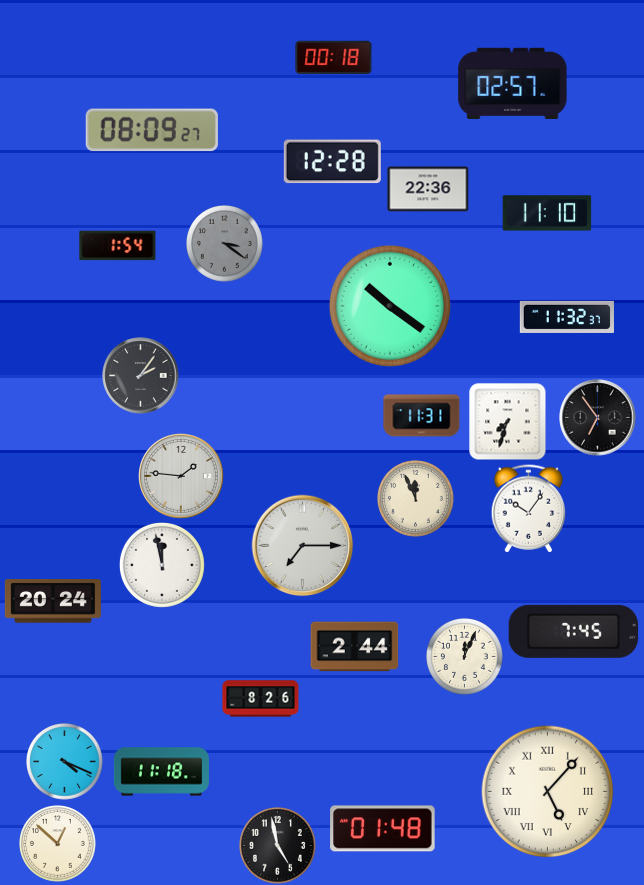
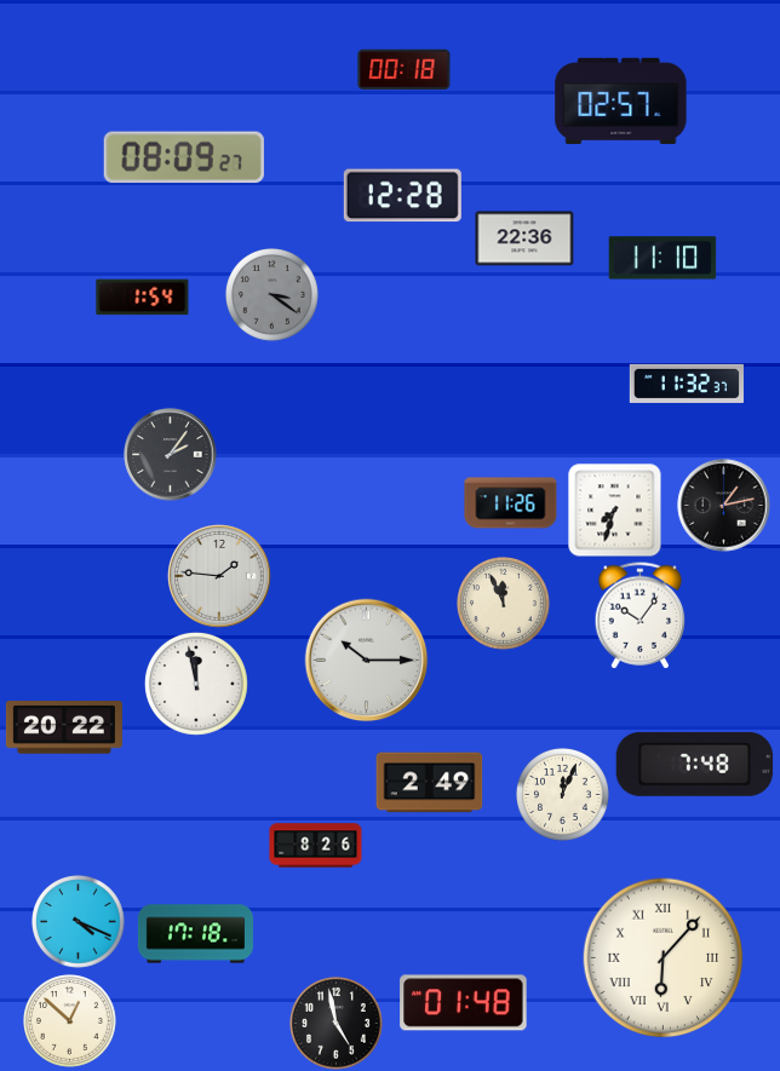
clock at (428, 189) position: (428, 189) -> (524, 238)
clock at (390, 306): 10:21 -> none
clock at (422, 416): 11:31 -> 11:26
clock at (598, 418): 6:54 -> 1:13
clock at (303, 546): 7:15 -> 10:15
clock at (53, 601): 20:24 -> 20:22
clock at (574, 631): 7:45 -> 7:48
clock at (355, 647): 2:44 -> 2:49
clock at (161, 772): 11:18 -> 17:18
clock at (548, 792): 5:07 -> 6:07
